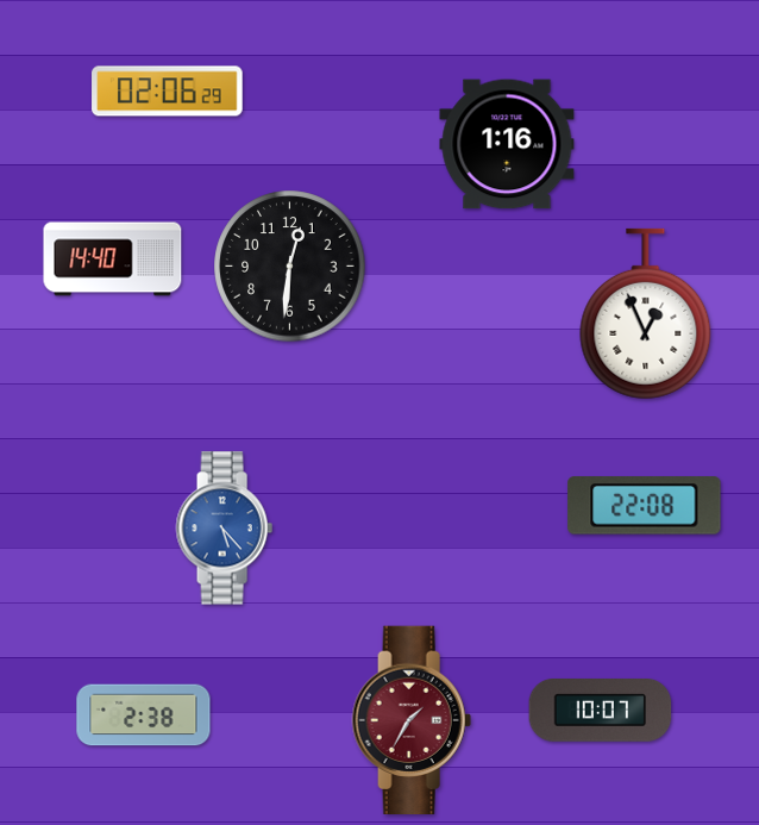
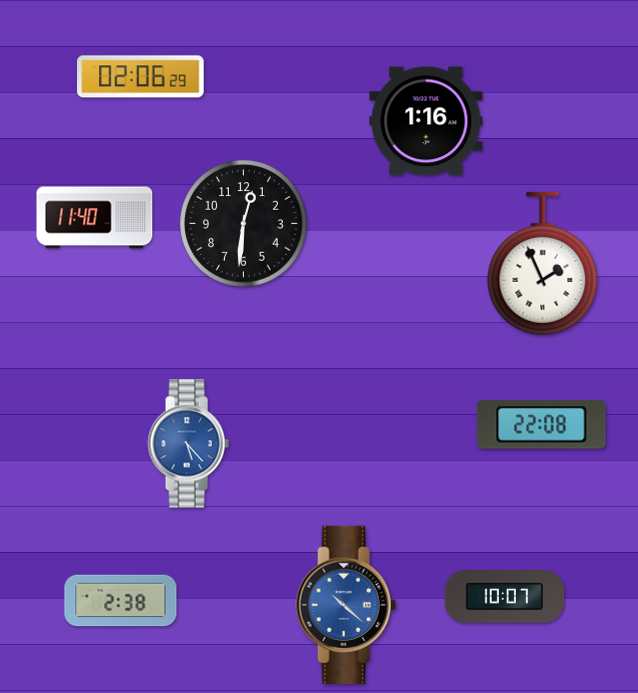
clock at (113, 260): 14:40 -> 11:40
clock at (646, 314): 12:56 -> 1:56
clock at (412, 719): 1:35 -> 10:22
clock at (412, 719) dial: burgundy -> blue
